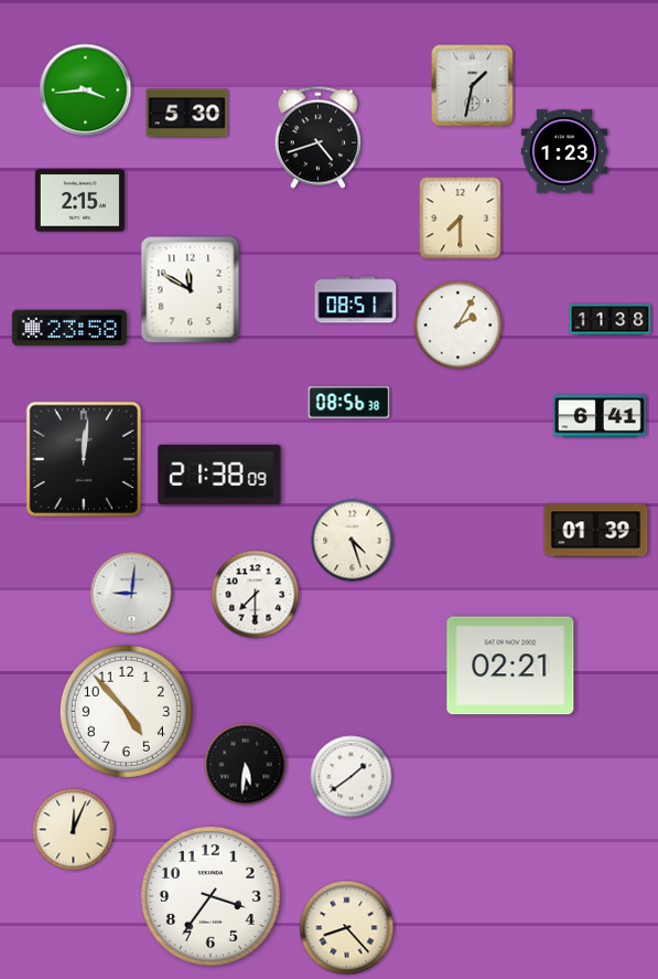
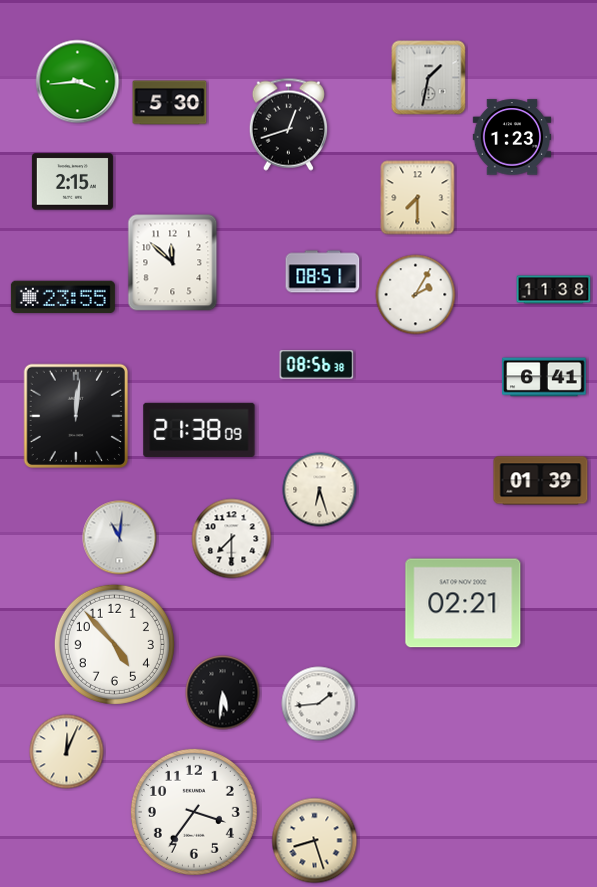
clock at (317, 137): 4:42 -> 12:42
clock at (191, 290): 11:50 -> 11:52
clock at (69, 328): 23:58 -> 23:55
clock at (353, 541): 4:27 -> 6:27
clock at (132, 594): 9:01 -> 11:01
clock at (352, 777): 1:39 -> 1:44
clock at (211, 896) position: (211, 896) -> (194, 812)
clock at (347, 928): 8:23 -> 8:27
